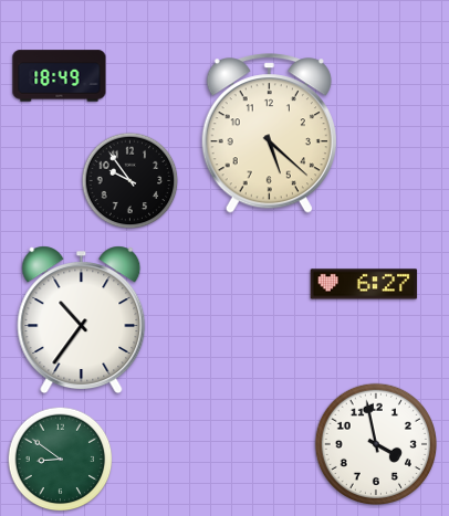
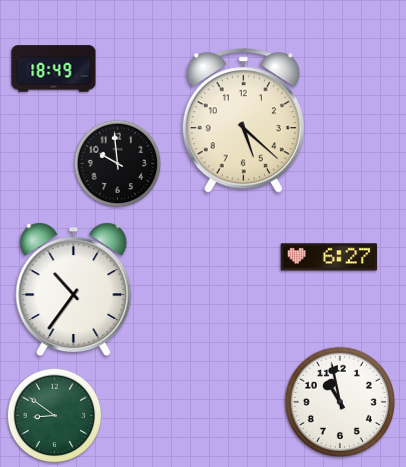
clock at (130, 181): 9:54 -> 9:59
clock at (375, 443): 3:58 -> 10:58
